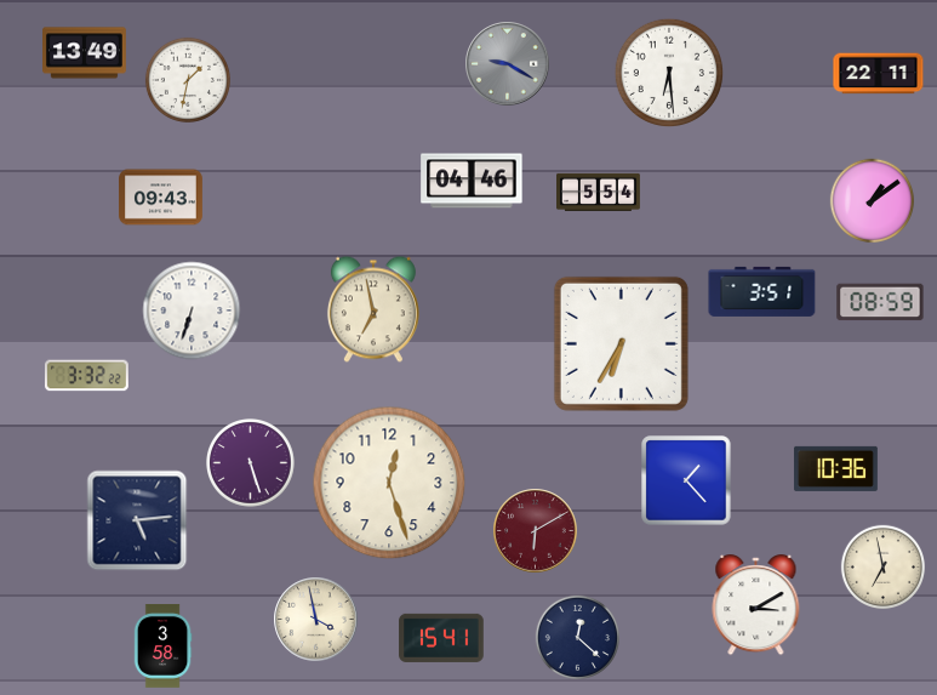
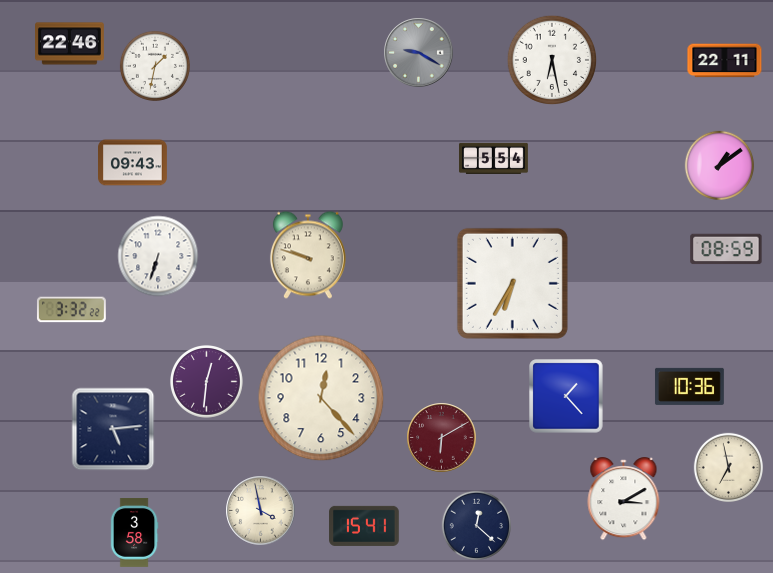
clock at (85, 53): 13:49 -> 22:46
clock at (668, 72): 6:29 -> 6:28
clock at (472, 181): 04:46 -> none
clock at (762, 291): 3:51 -> none
clock at (373, 309): 6:58 -> 9:48
clock at (251, 463): 5:27 -> 12:31
clock at (389, 483): 12:27 -> 12:23
